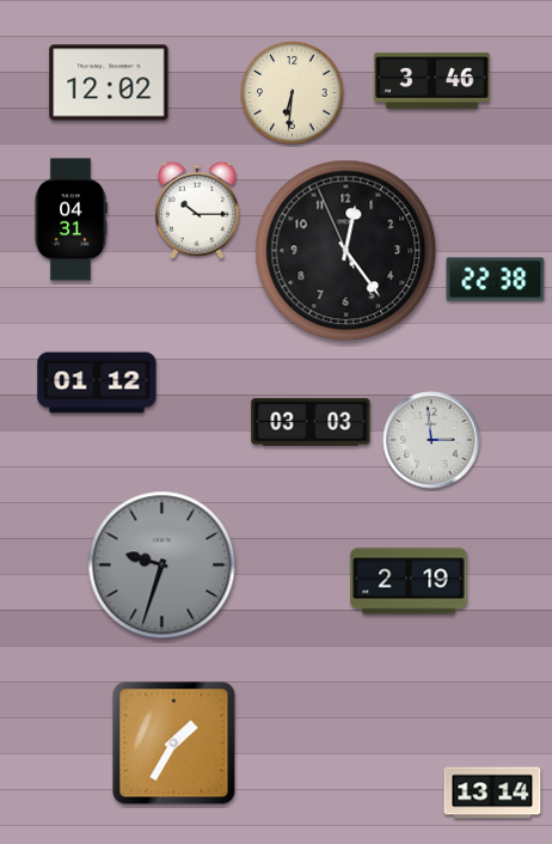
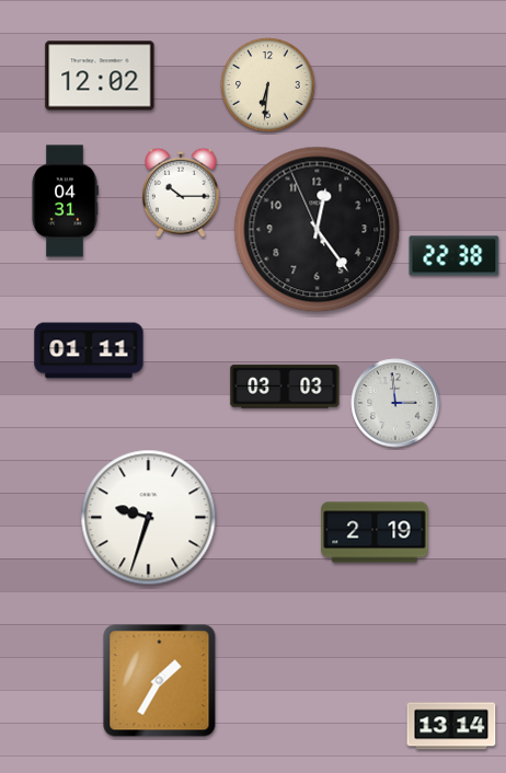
clock at (433, 80): 3:46 -> none
clock at (97, 383): 01:12 -> 01:11
clock at (162, 565) dial: grey -> white
